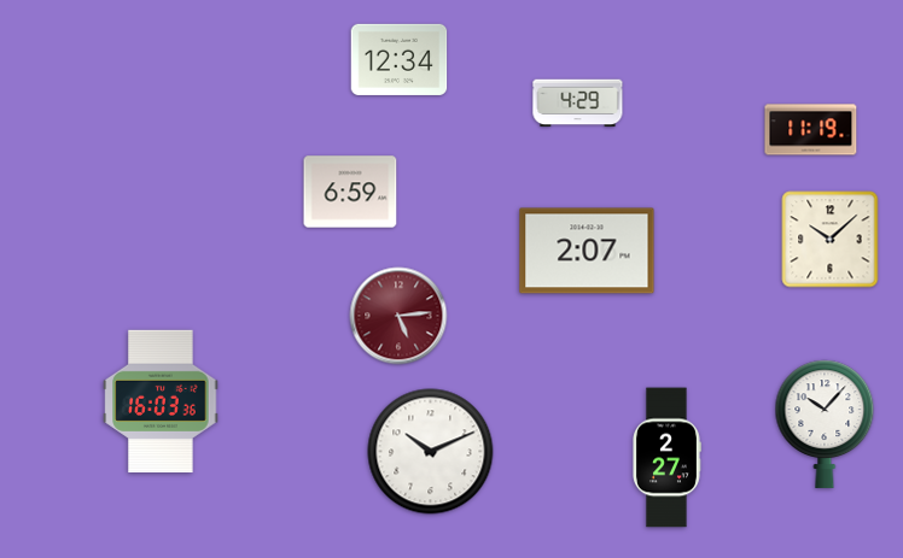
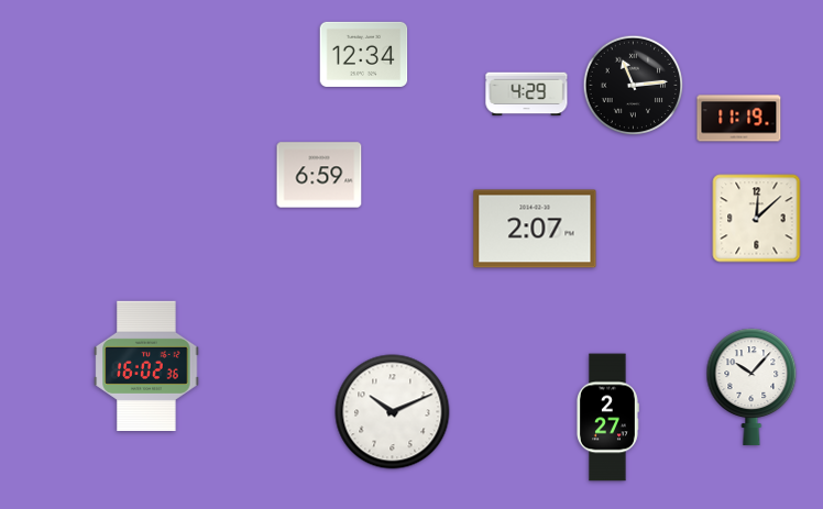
clock at (634, 86): none -> 11:14
clock at (831, 240): 10:08 -> 12:08
clock at (398, 316): 5:14 -> none
clock at (161, 401): 16:03 -> 16:02
